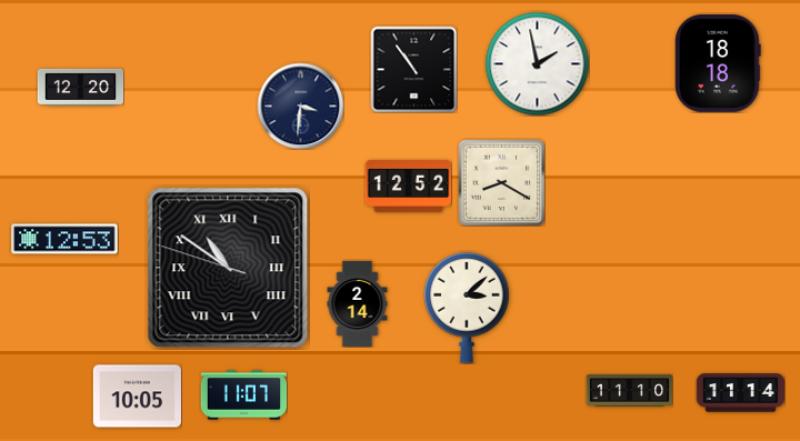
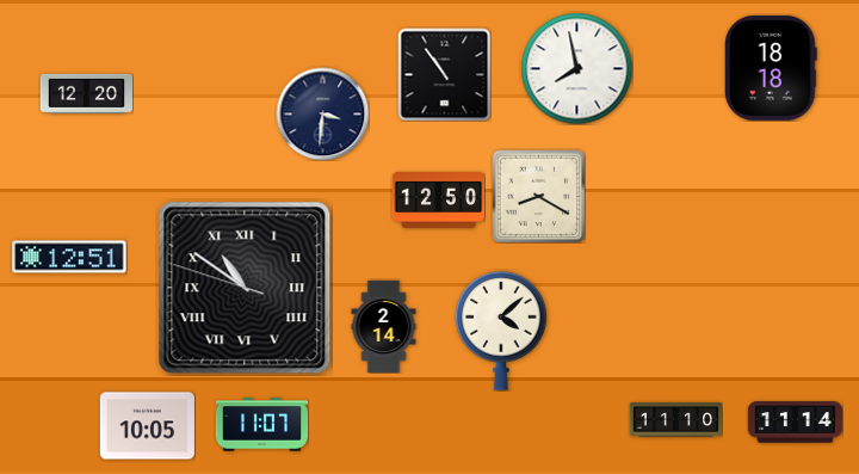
clock at (537, 63): 1:58 -> 7:58
clock at (408, 187): 12:52 -> 12:50
clock at (64, 239): 12:53 -> 12:51
clock at (467, 309): 3:08 -> 4:08
